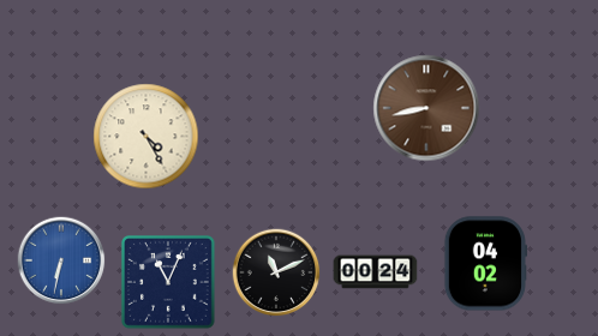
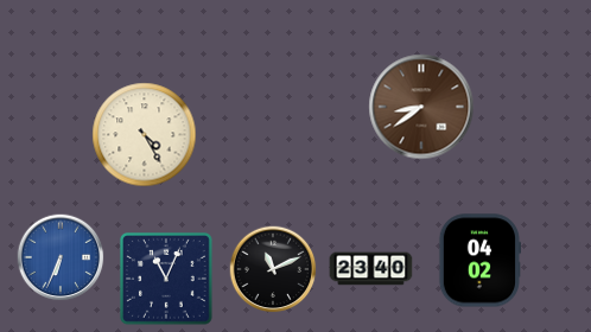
clock at (426, 108): 8:43 -> 8:39
clock at (61, 260): 6:32 -> 6:34
clock at (376, 272): 00:24 -> 23:40
